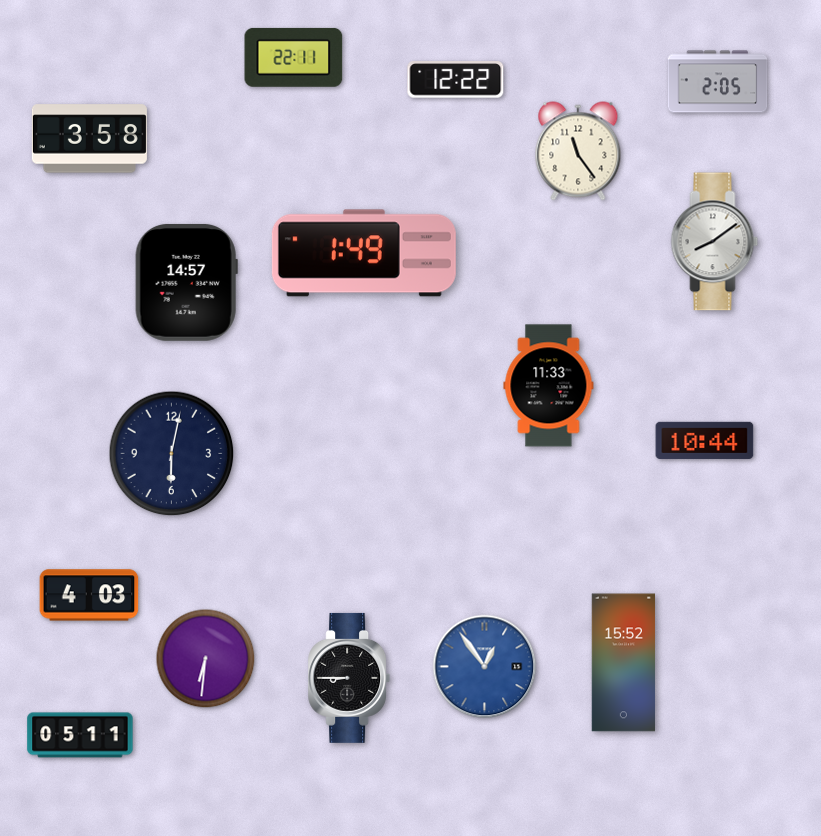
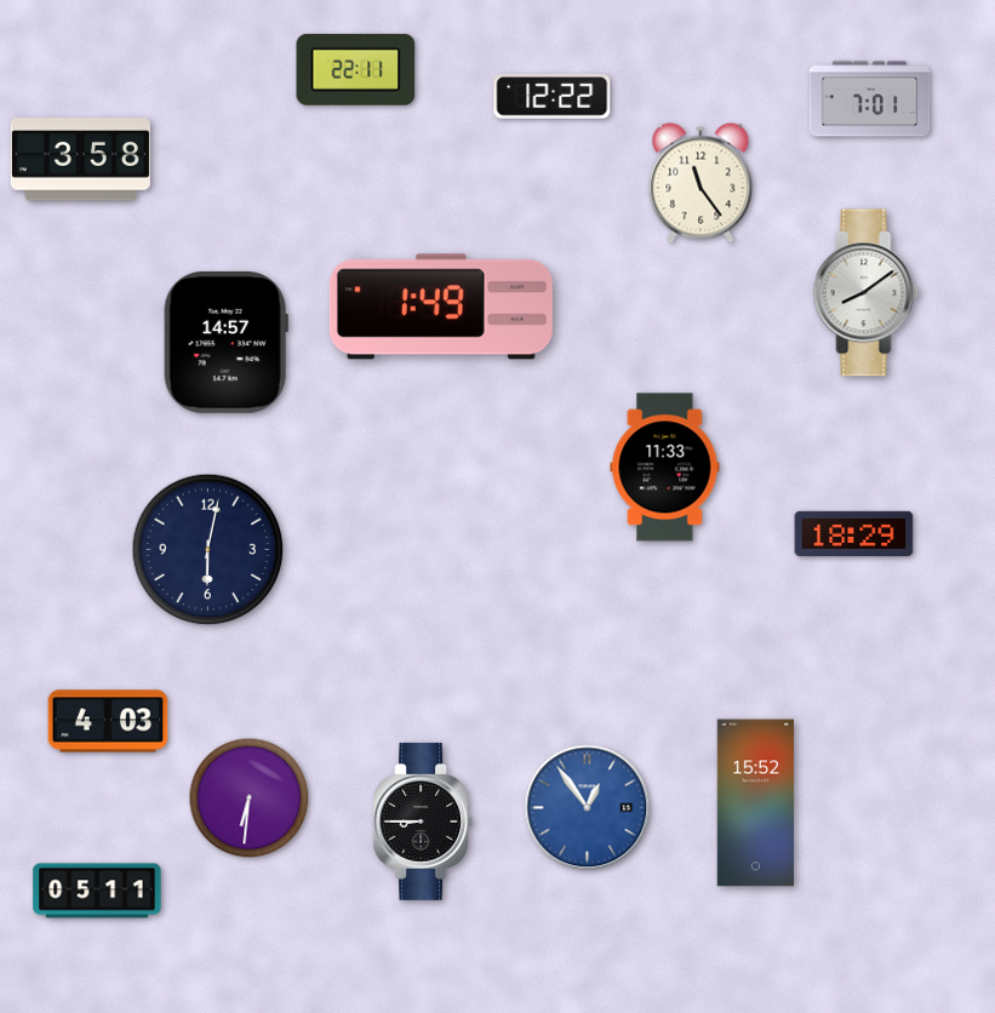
clock at (718, 82): 2:05 -> 7:01
clock at (89, 139) position: (89, 139) -> (80, 160)
clock at (705, 440): 10:44 -> 18:29
